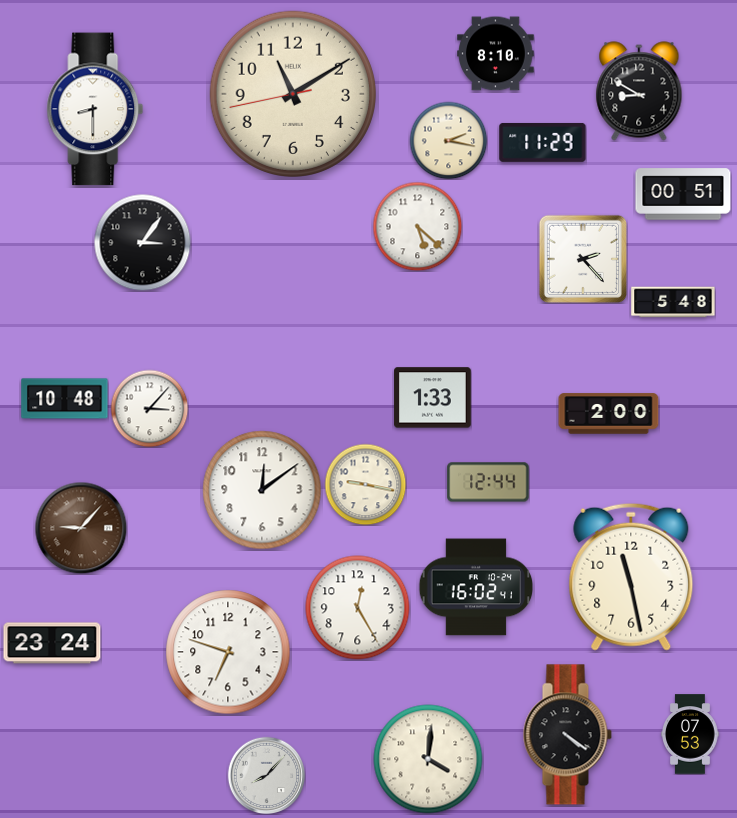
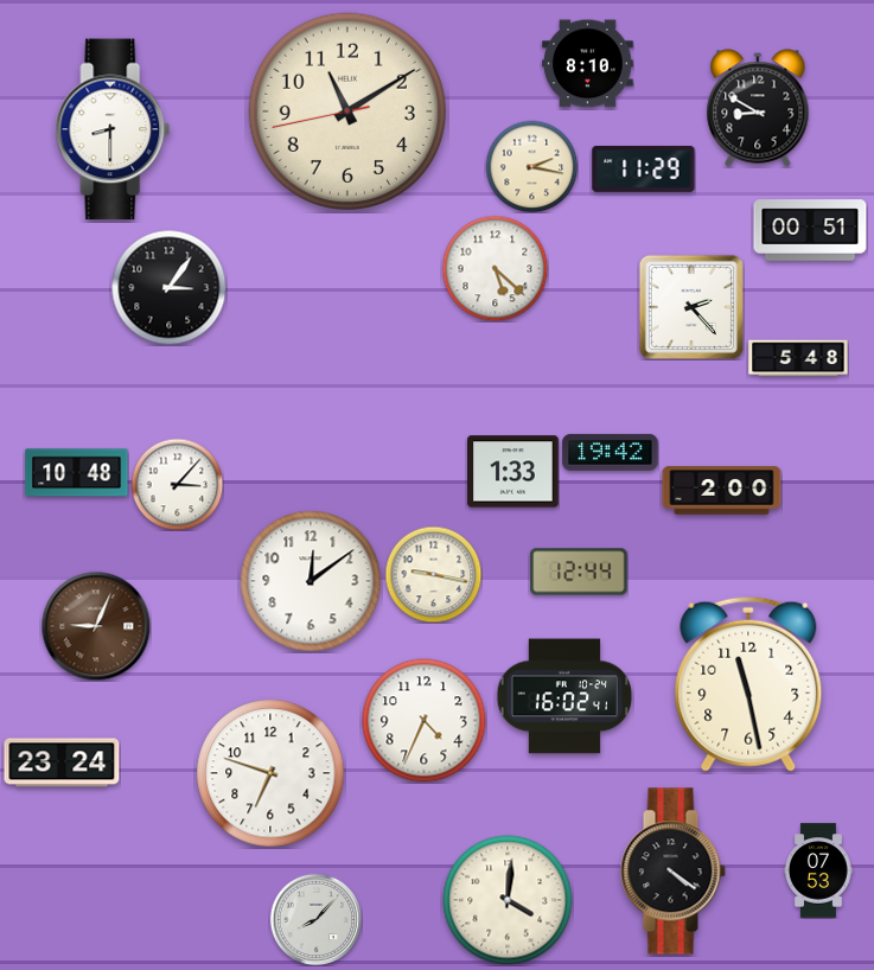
clock at (611, 452): none -> 19:42
clock at (81, 528): 9:07 -> 9:04
clock at (358, 608): 12:25 -> 4:34
